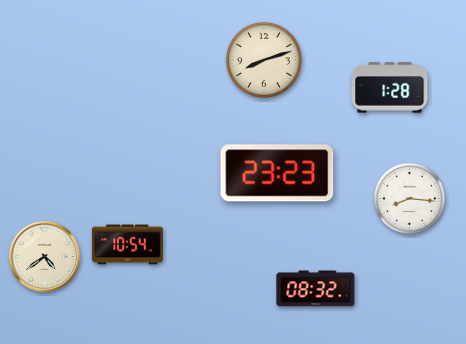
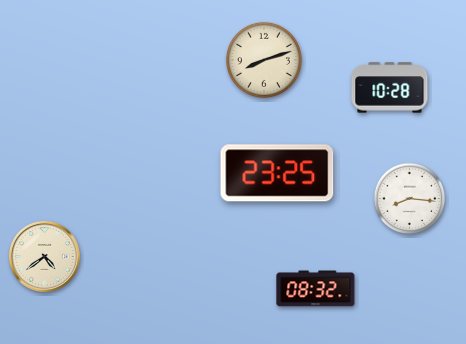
clock at (390, 88): 1:28 -> 10:28
clock at (277, 173): 23:23 -> 23:25
clock at (127, 245): 10:54 -> none
